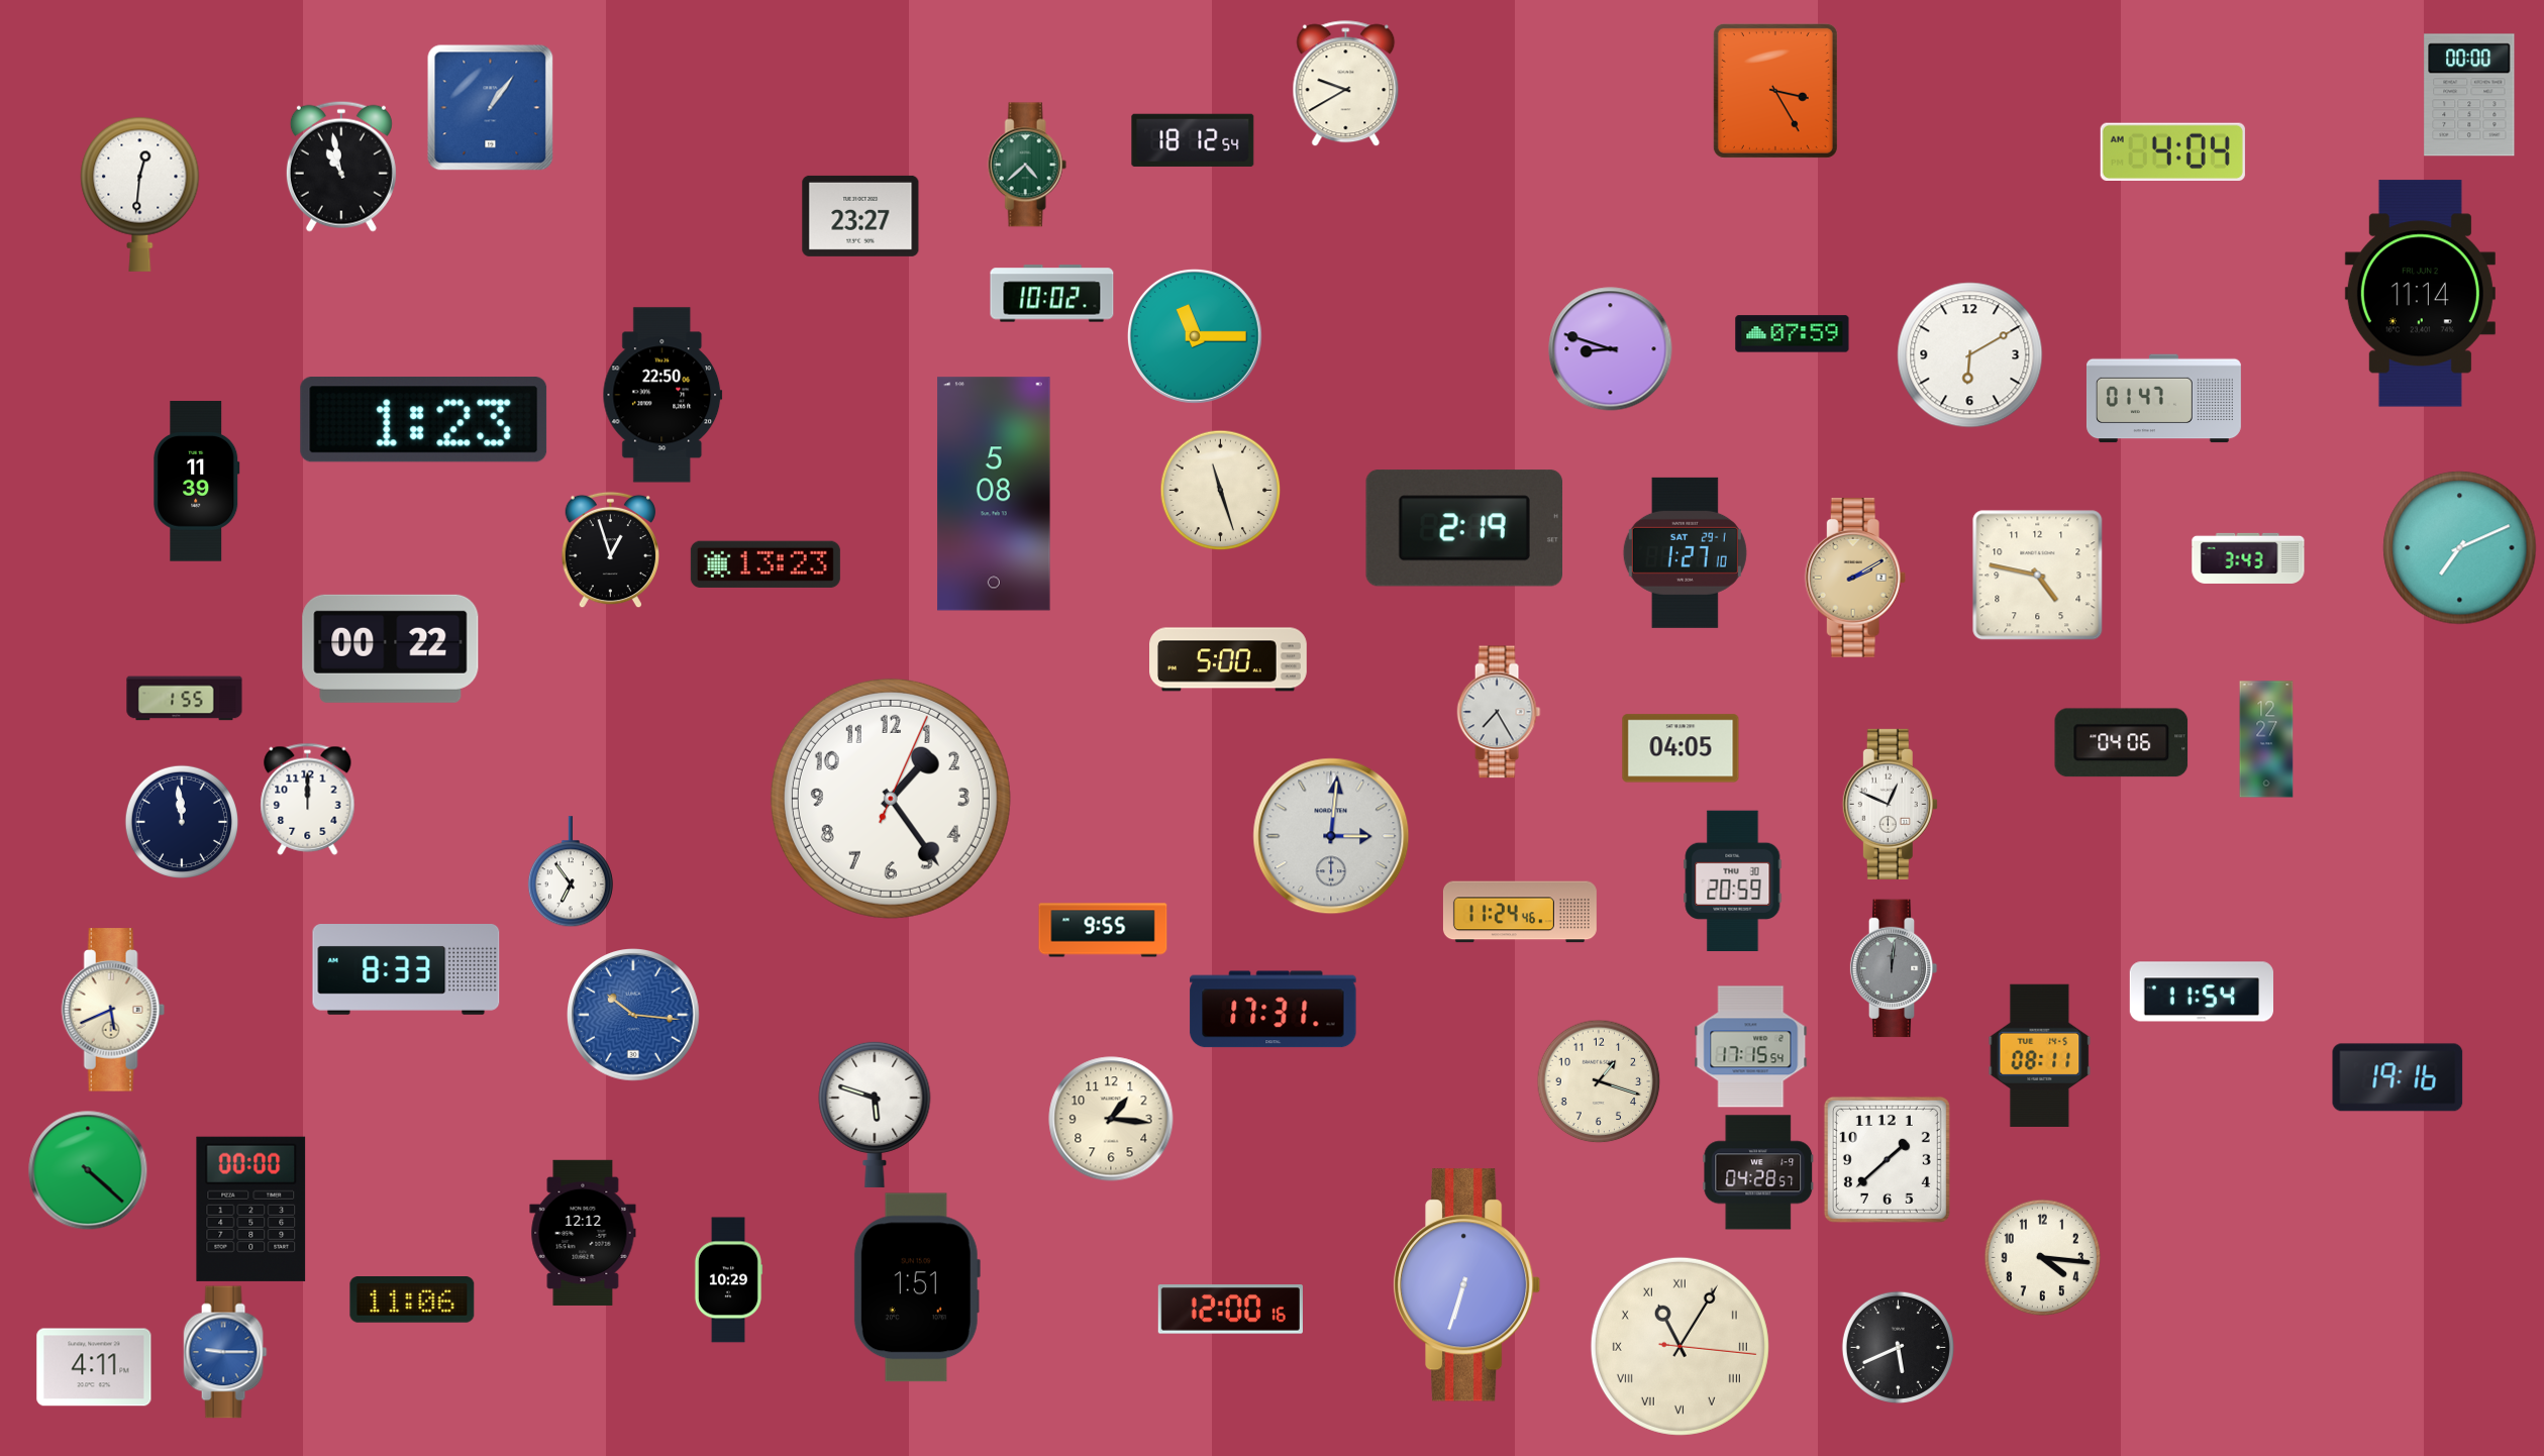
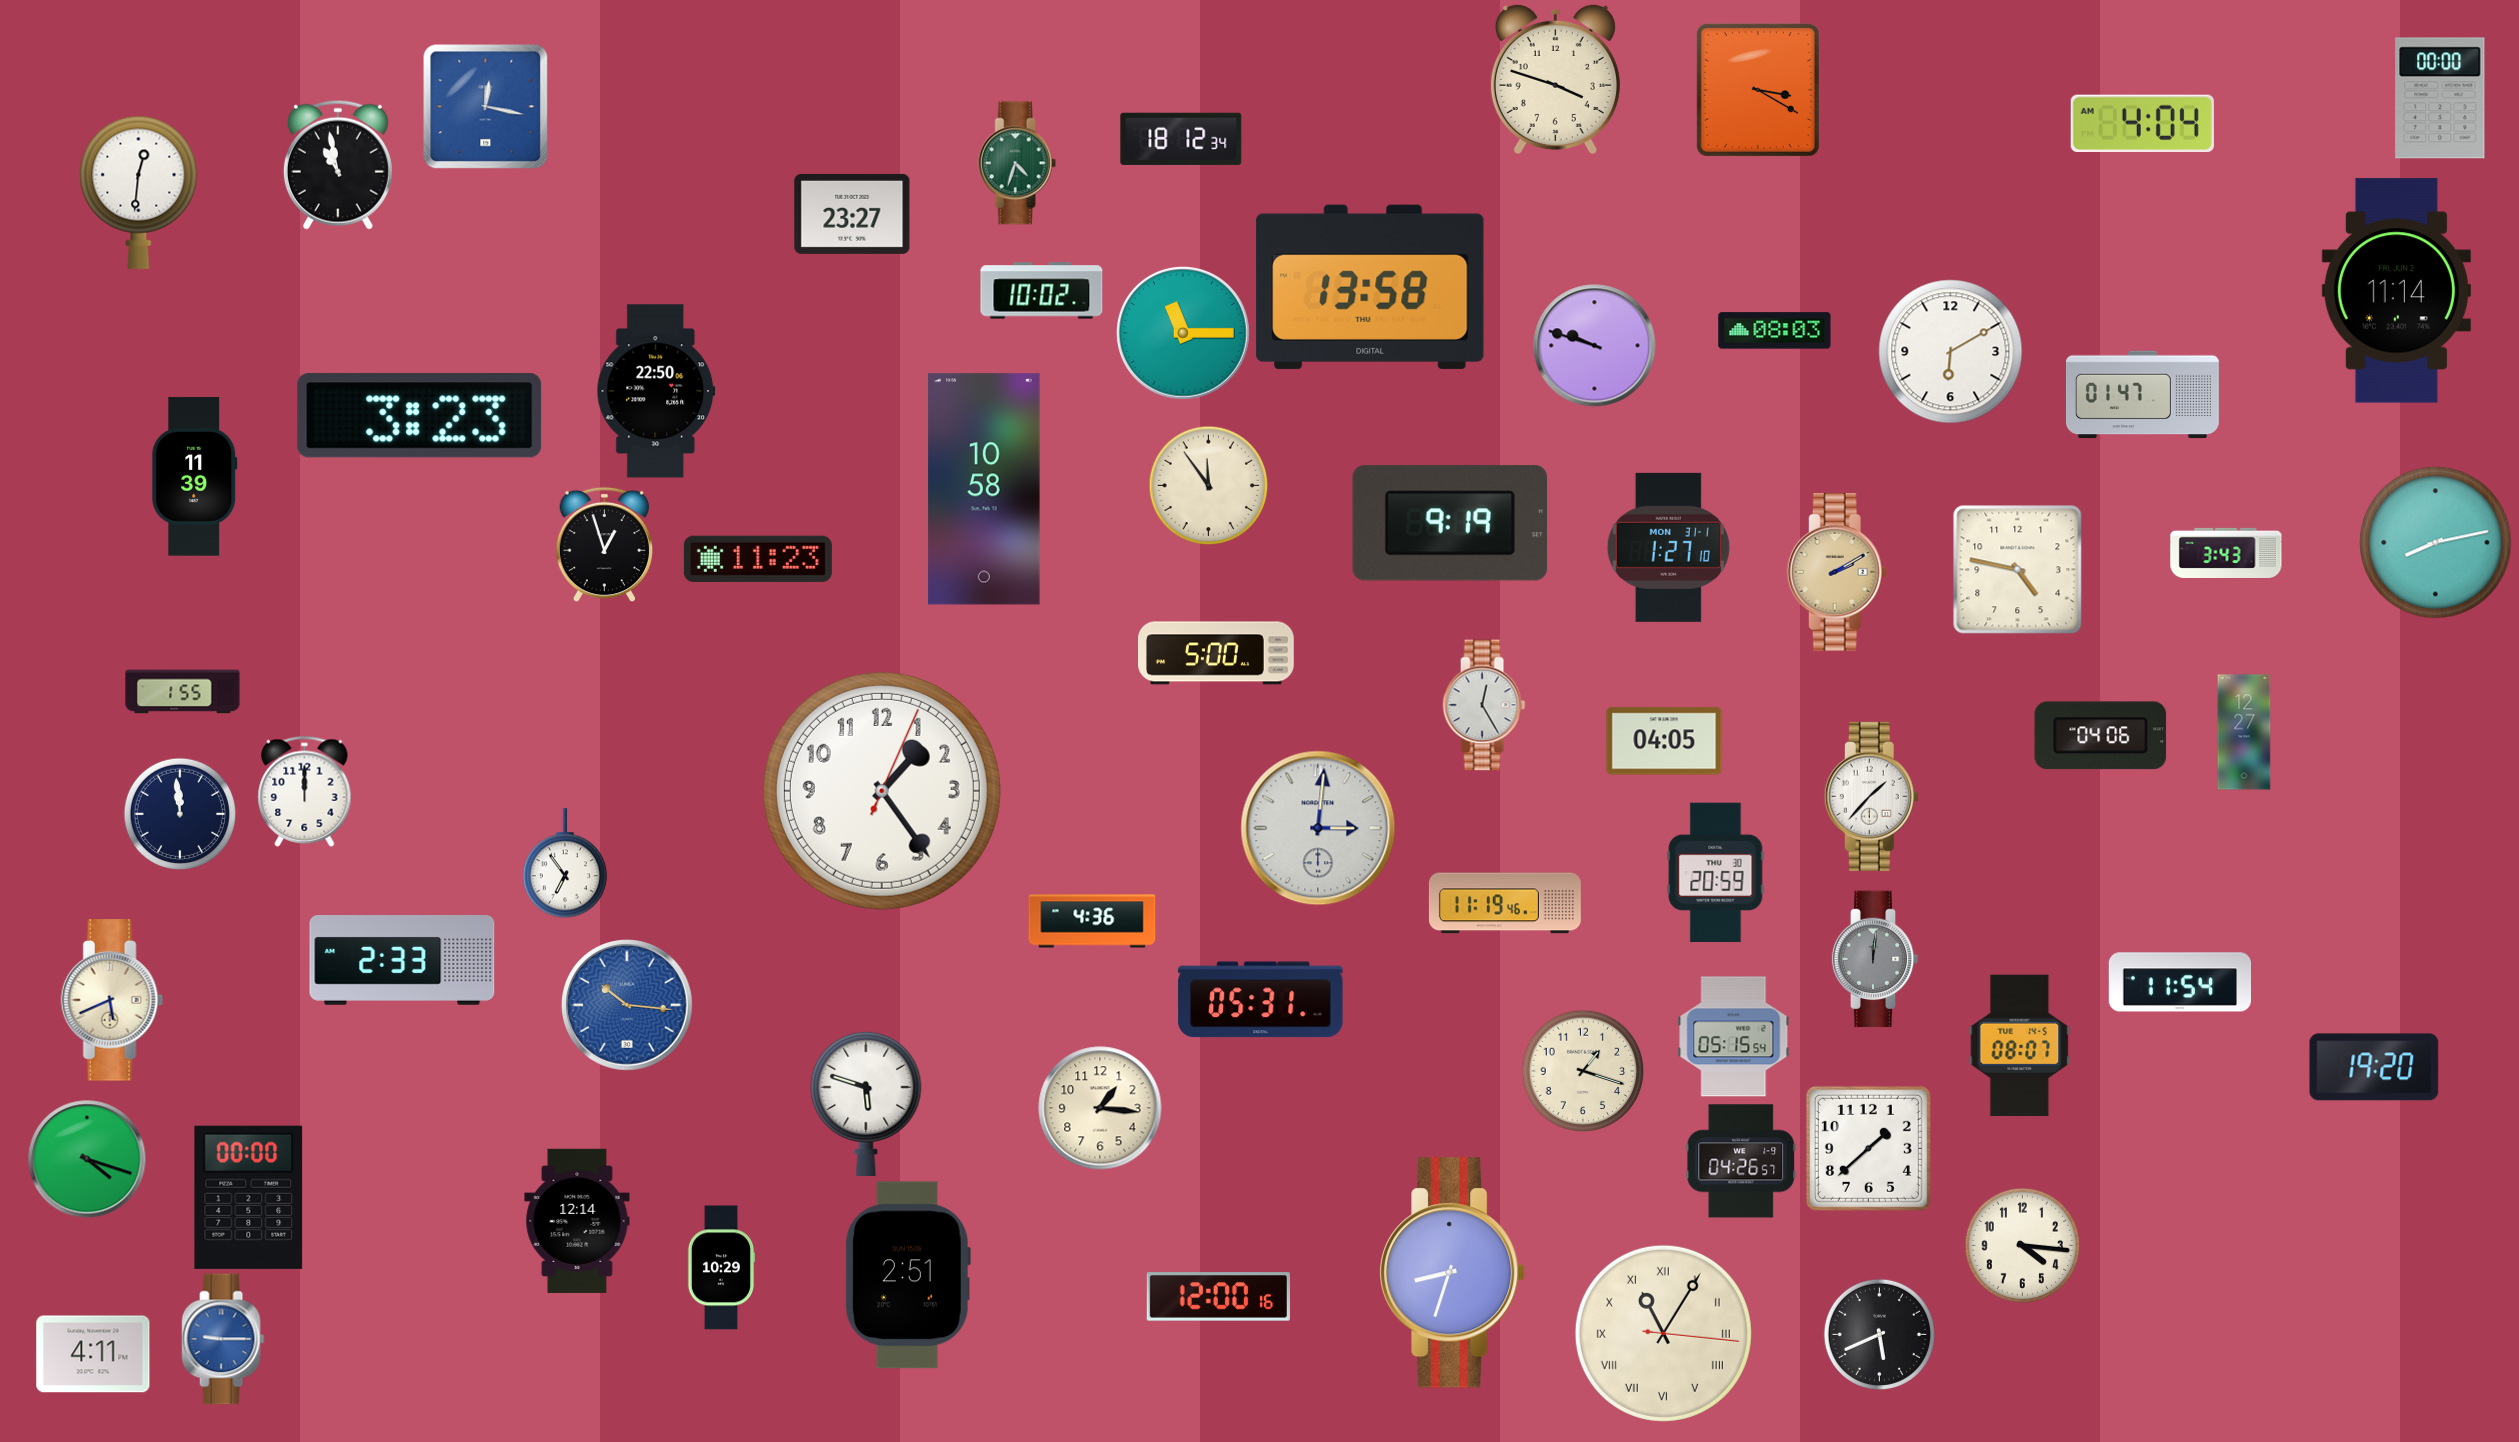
clock at (1555, 79): none -> 3:48
clock at (1346, 84): 9:40 -> none
clock at (1775, 91): 3:25 -> 3:20
clock at (2469, 95) position: (2469, 95) -> (2440, 98)
clock at (490, 107): 1:06 -> 12:17
clock at (1193, 140): 18:12:54 -> 18:12:34
clock at (2172, 151) position: (2172, 151) -> (2142, 123)
clock at (1027, 165): 4:38 -> 4:33
clock at (1370, 287): none -> 13:58
clock at (1793, 334): 07:59 -> 08:03
clock at (1611, 349): 8:48 -> 9:48
clock at (424, 420): 1:23 -> 3:23
clock at (1220, 490): 11:27 -> 11:54
clock at (994, 494): 5:08 -> 10:58
clock at (1463, 528): 2:19 -> 9:19
clock at (2460, 548): 7:11 -> 8:13
clock at (1685, 552) date: SAT 29-1 -> MON 31-1
clock at (766, 564): 13:23 -> 11:23
clock at (391, 648): 00:22 -> none
clock at (1499, 712): 7:25 -> 12:25
clock at (1890, 804): 12:49 -> 1:37
clock at (1520, 912): 11:24 -> 11:19
clock at (1103, 930): 9:55 -> 4:36
clock at (406, 970): 8:33 -> 2:33
clock at (1274, 1010): 17:31 -> 05:31
clock at (1751, 1047): 17:15 -> 05:15
clock at (2040, 1055): 08:11 -> 08:07
clock at (2398, 1077): 19:16 -> 19:20
clock at (88, 1170): 4:22 -> 4:18
clock at (1758, 1172): 04:28 -> 04:26
clock at (583, 1233): 12:12 -> 12:14
clock at (1467, 1285): 6:33 -> 8:33
clock at (917, 1287): 1:51 -> 2:51
clock at (412, 1301): 11:06 -> none
